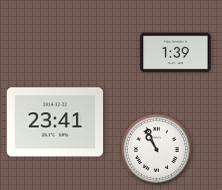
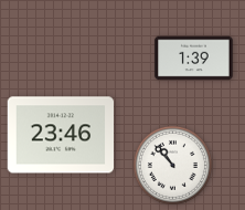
clock at (55, 122): 23:41 -> 23:46
clock at (156, 149): 10:56 -> 10:53
